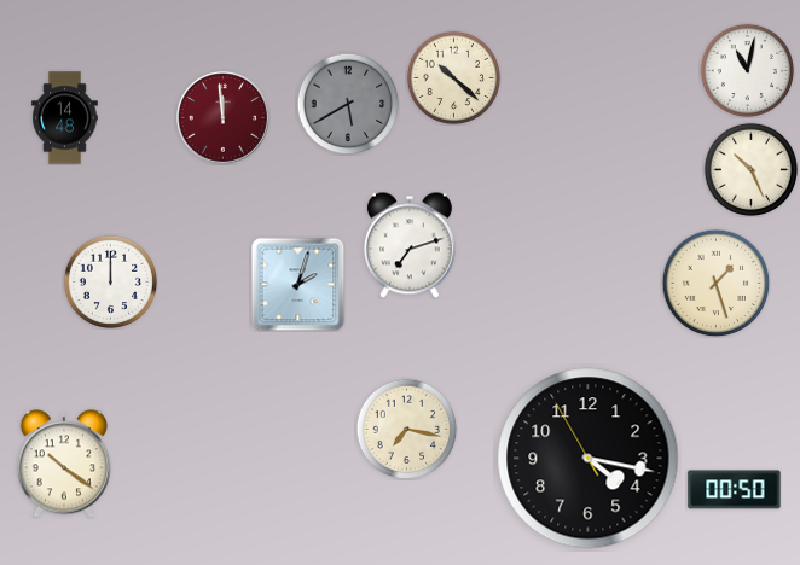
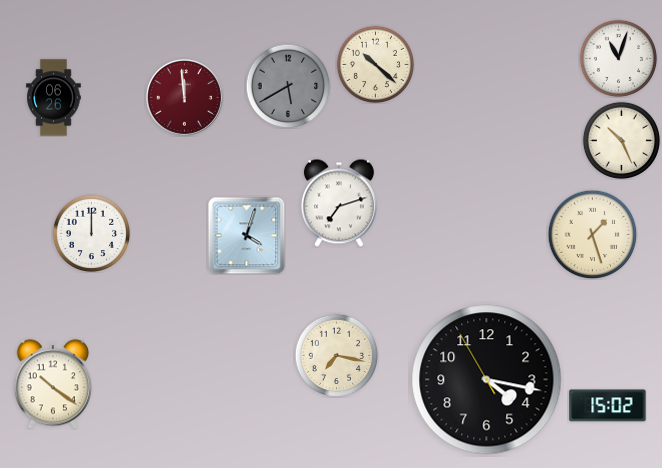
clock at (747, 70): 11:02 -> 11:03
clock at (65, 118): 14:48 -> 06:26
clock at (297, 284): 2:03 -> 4:03
clock at (735, 490): 00:50 -> 15:02
